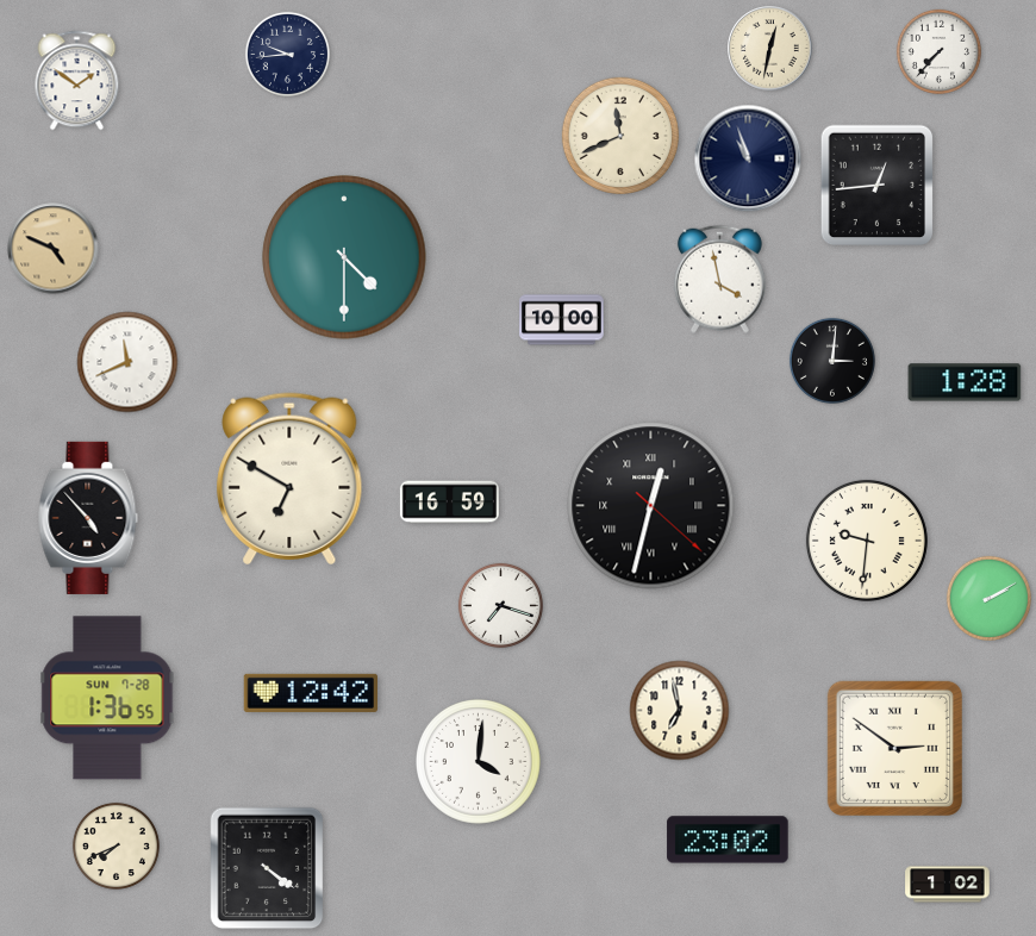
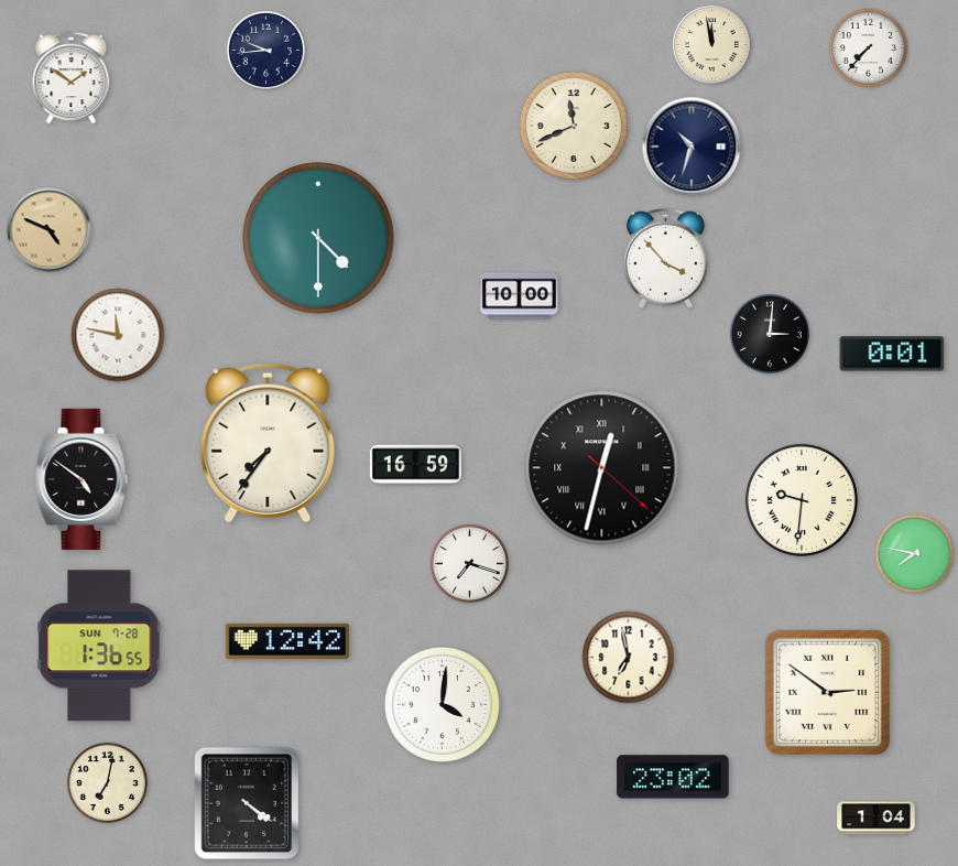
clock at (770, 49): 12:32 -> 11:58
clock at (77, 81) position: (77, 81) -> (72, 78)
clock at (748, 158): 10:57 -> 10:33
clock at (878, 186): 12:44 -> none
clock at (719, 279): 3:58 -> 3:53
clock at (127, 362): 11:41 -> 11:47
clock at (965, 382): 1:28 -> 0:01
clock at (289, 479): 6:50 -> 7:36
clock at (88, 518): 4:53 -> 4:51
clock at (988, 598): 2:10 -> 7:47
clock at (500, 605) position: (500, 605) -> (469, 563)
clock at (116, 845): 7:41 -> 7:02
clock at (948, 885): 1:02 -> 1:04
